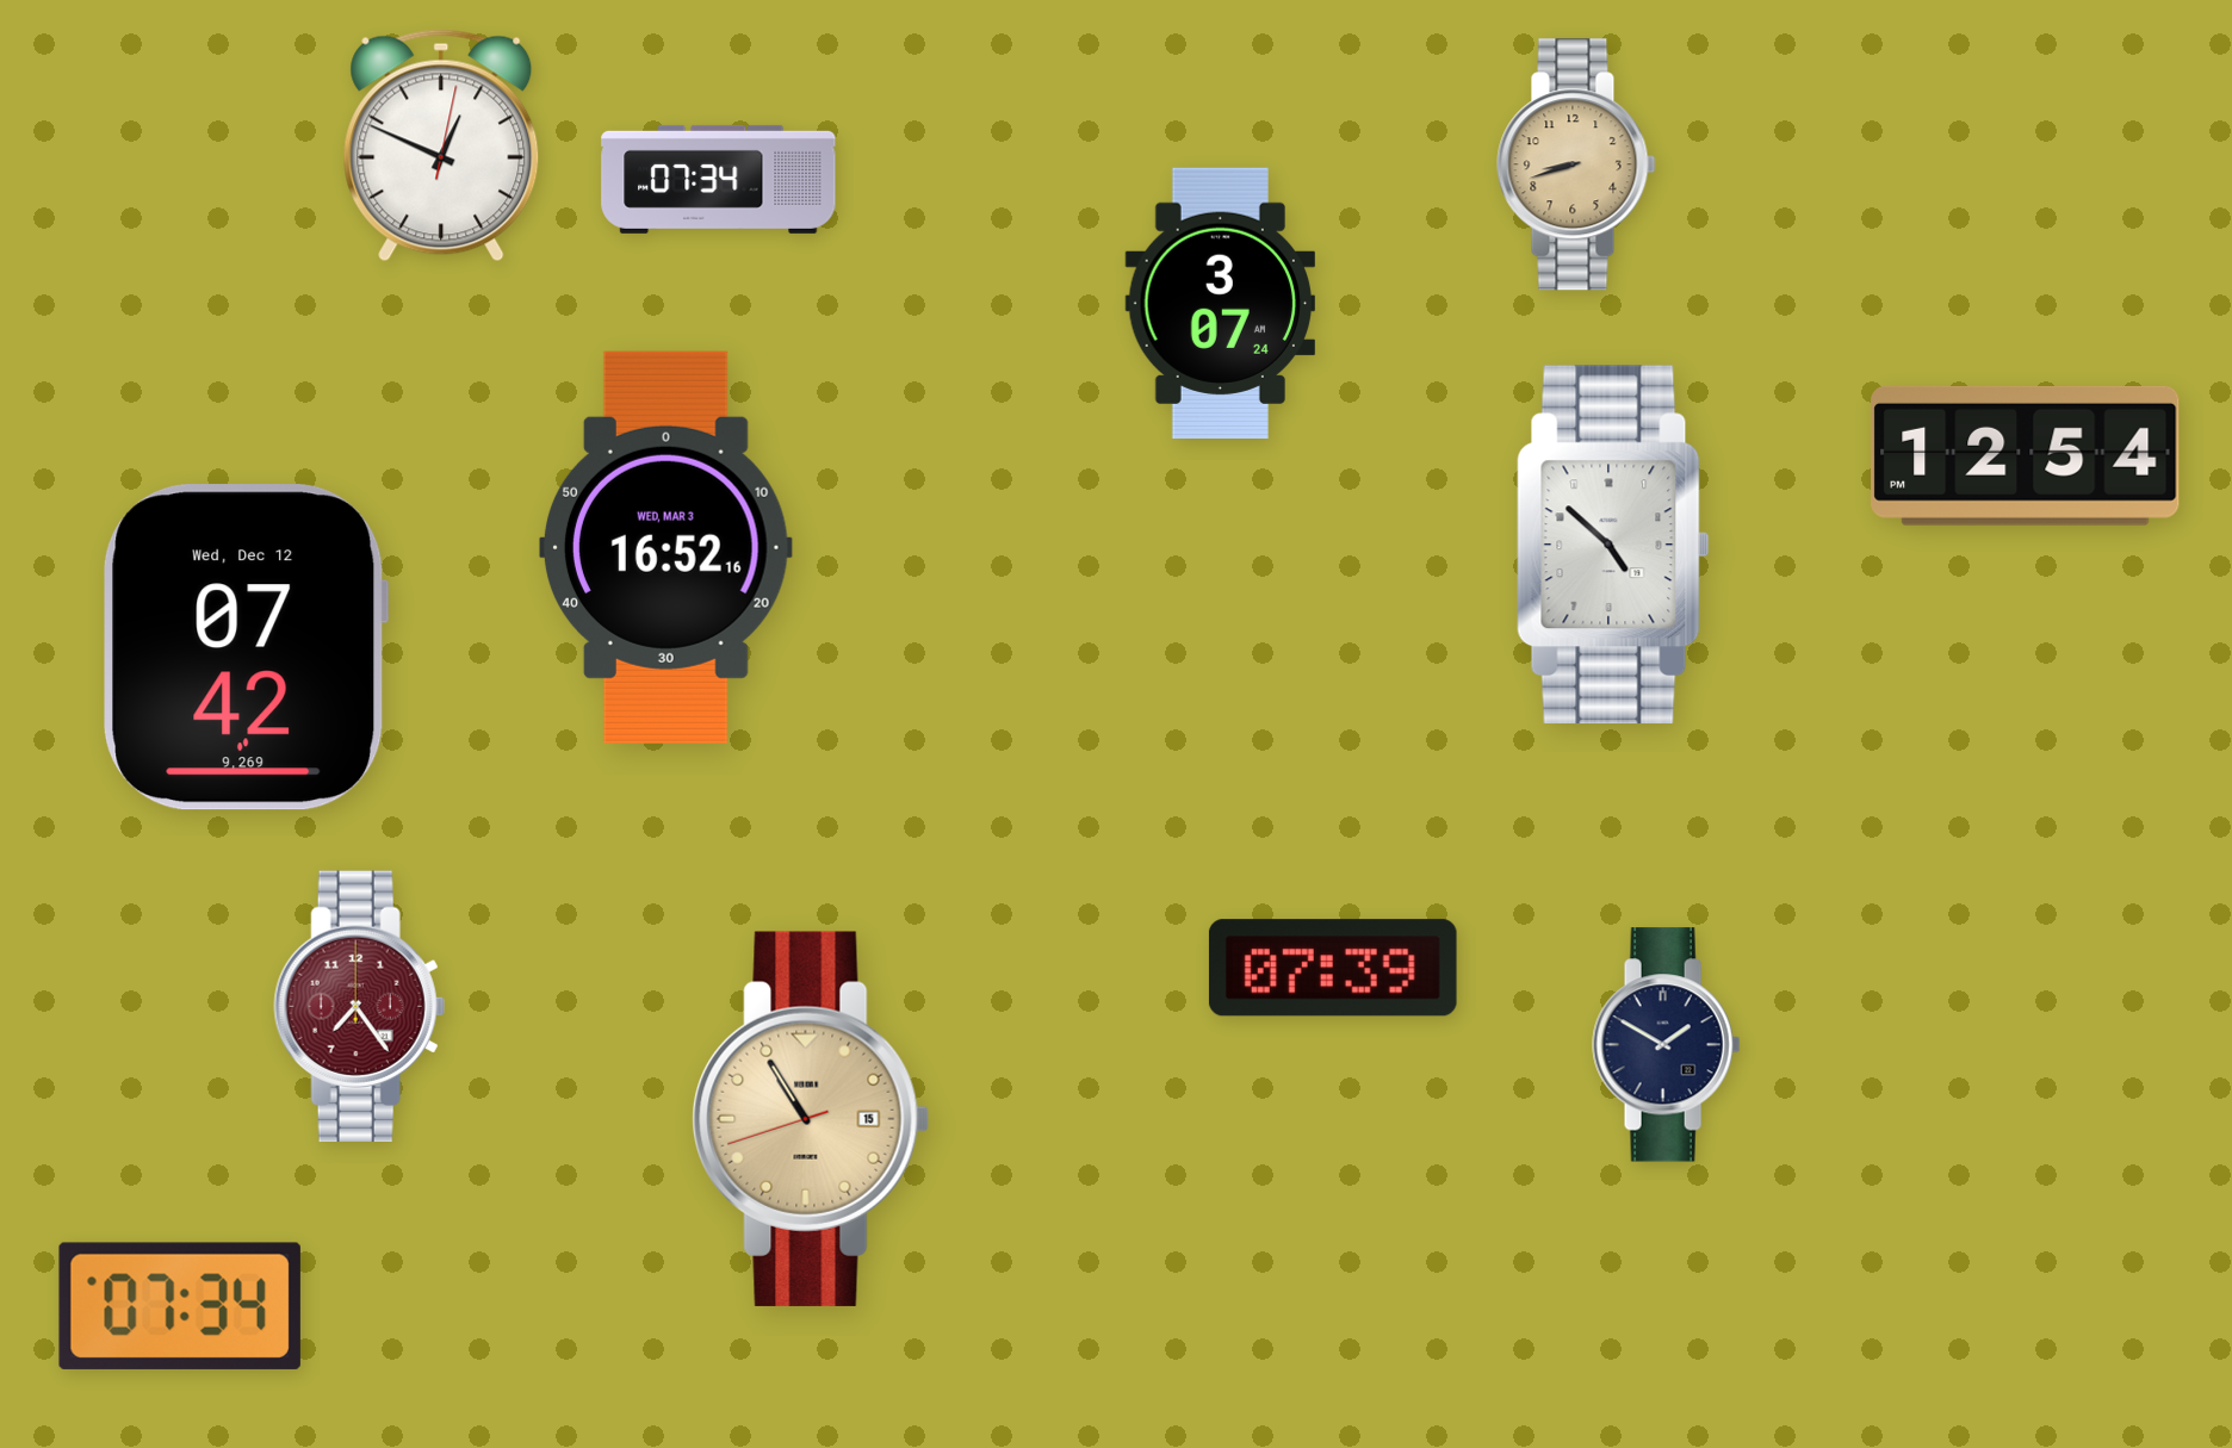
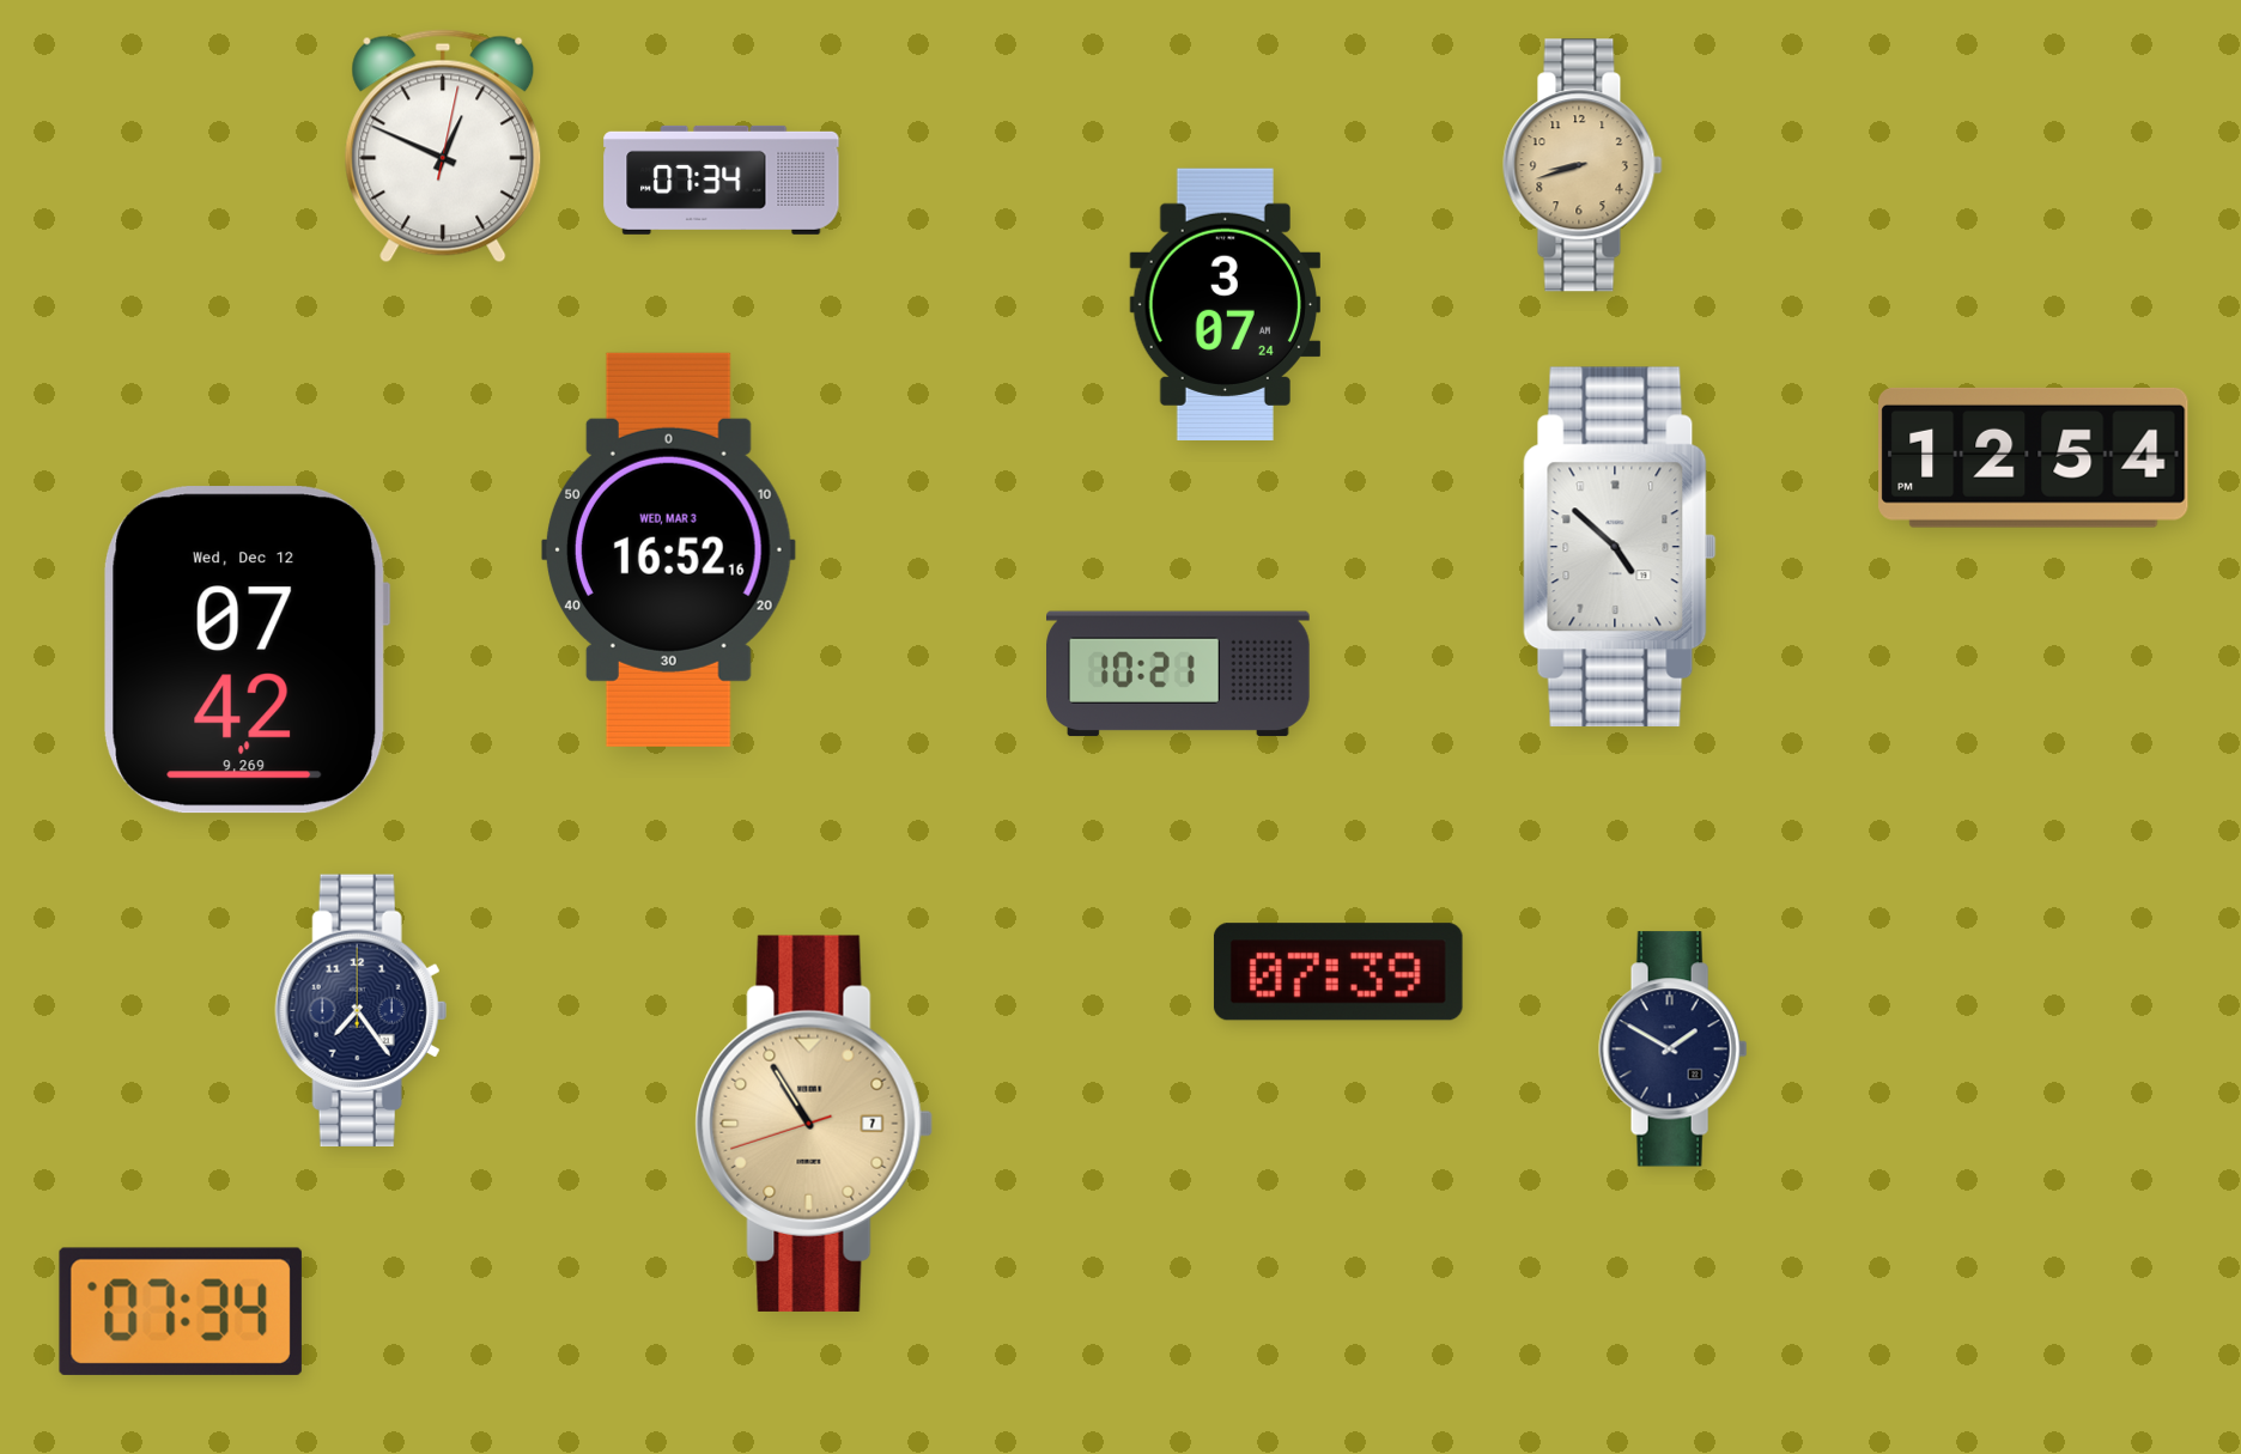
clock at (1179, 674): none -> 10:21
clock at (359, 1006) dial: burgundy -> navy
clock at (811, 1119) date: 15 -> 7
